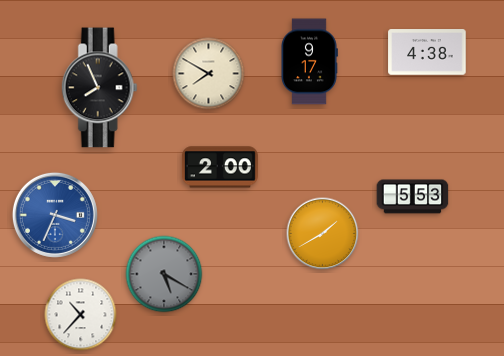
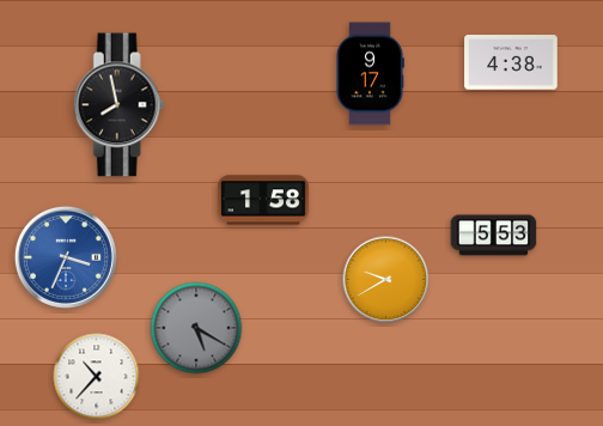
clock at (209, 74): 7:50 -> none
clock at (99, 88): 7:56 -> 7:58
clock at (220, 167): 2:00 -> 1:58
clock at (323, 234): 1:40 -> 9:40
